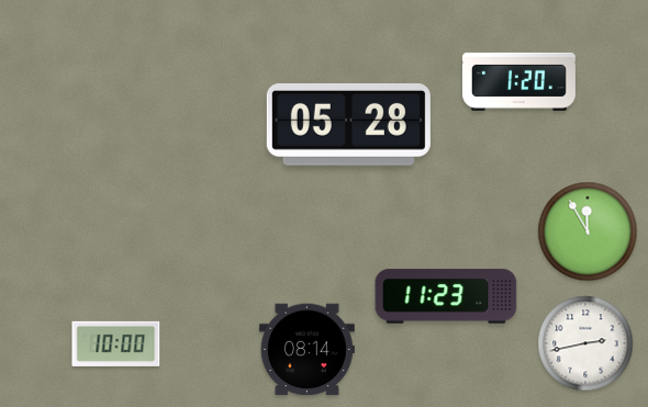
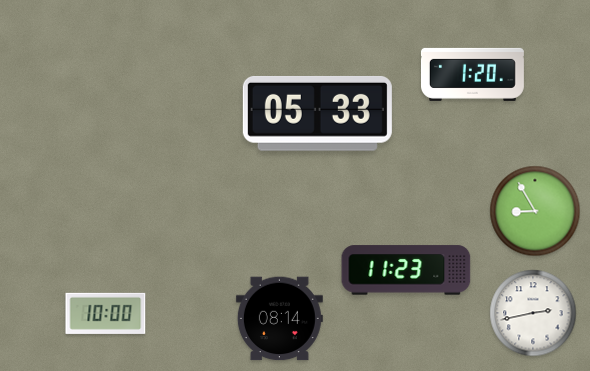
clock at (348, 124): 05:28 -> 05:33
clock at (588, 231): 11:55 -> 8:55
